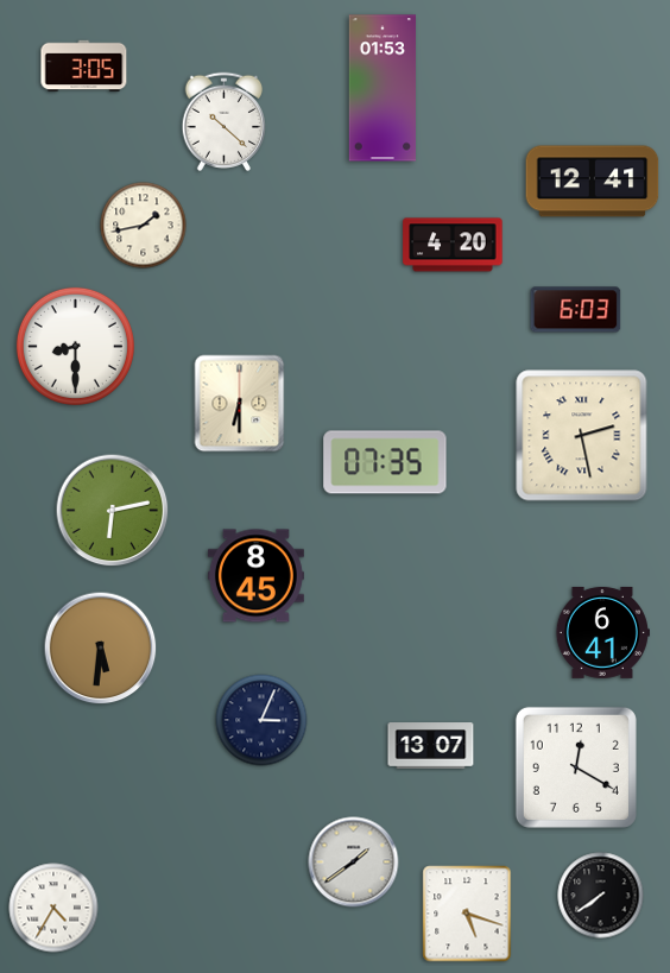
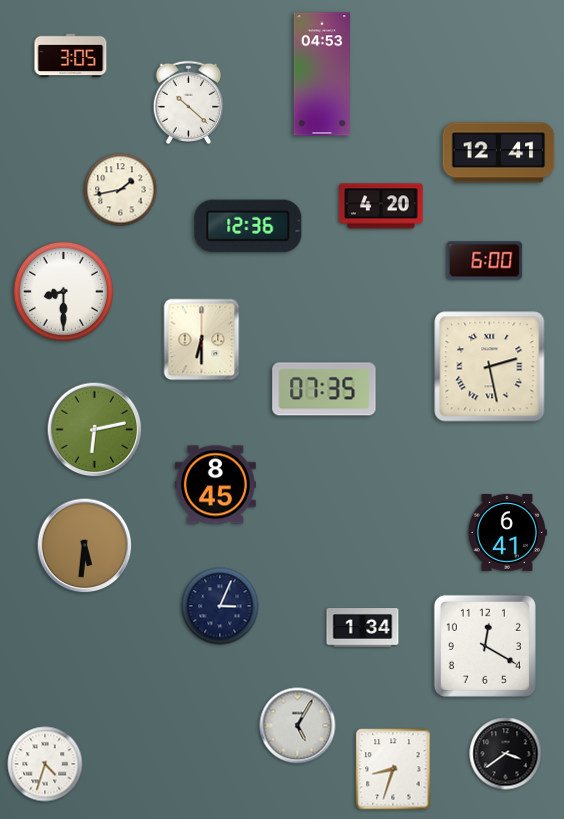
clock at (381, 88): 01:53 -> 04:53
clock at (248, 226): none -> 12:36
clock at (576, 310): 6:03 -> 6:00
clock at (431, 746): 13:07 -> 1:34
clock at (354, 863): 1:39 -> 5:05
clock at (601, 896): 7:39 -> 3:39
clock at (53, 908): 4:35 -> 4:33
clock at (467, 914): 5:18 -> 8:33
